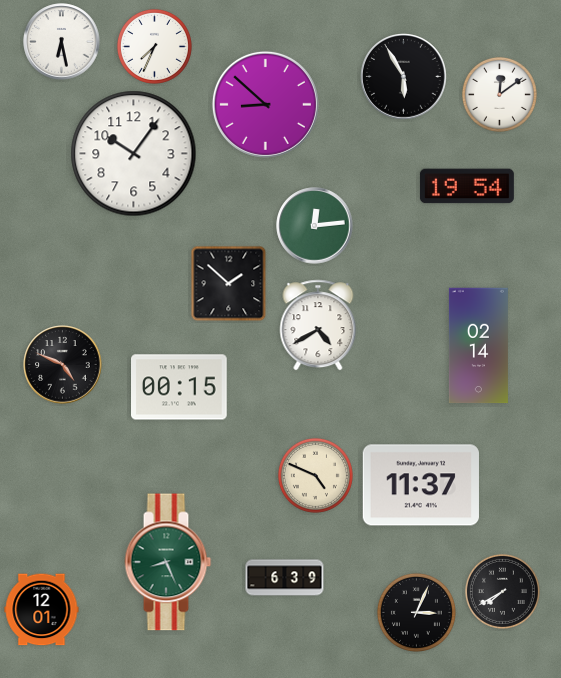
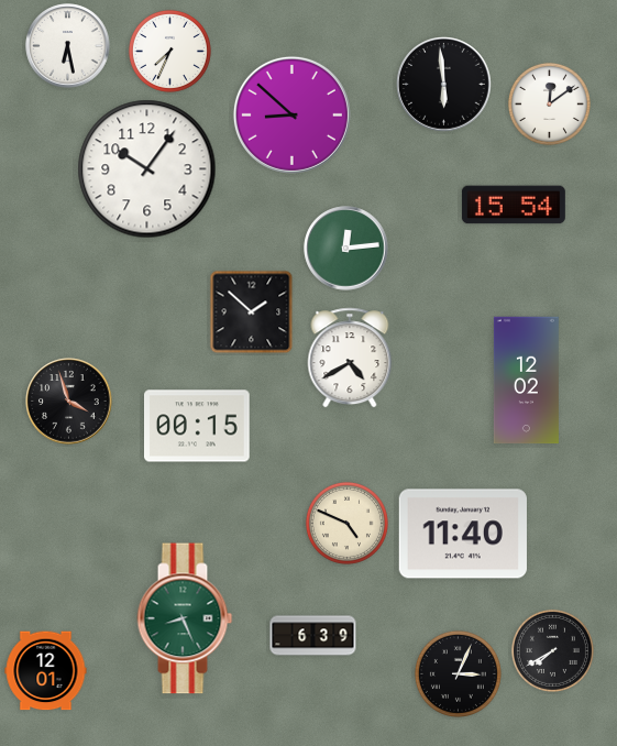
clock at (404, 77): 5:55 -> 5:59
clock at (467, 186): 19:54 -> 15:54
clock at (478, 346): 02:14 -> 12:02
clock at (63, 365): 4:49 -> 3:57
clock at (421, 485): 11:37 -> 11:40
